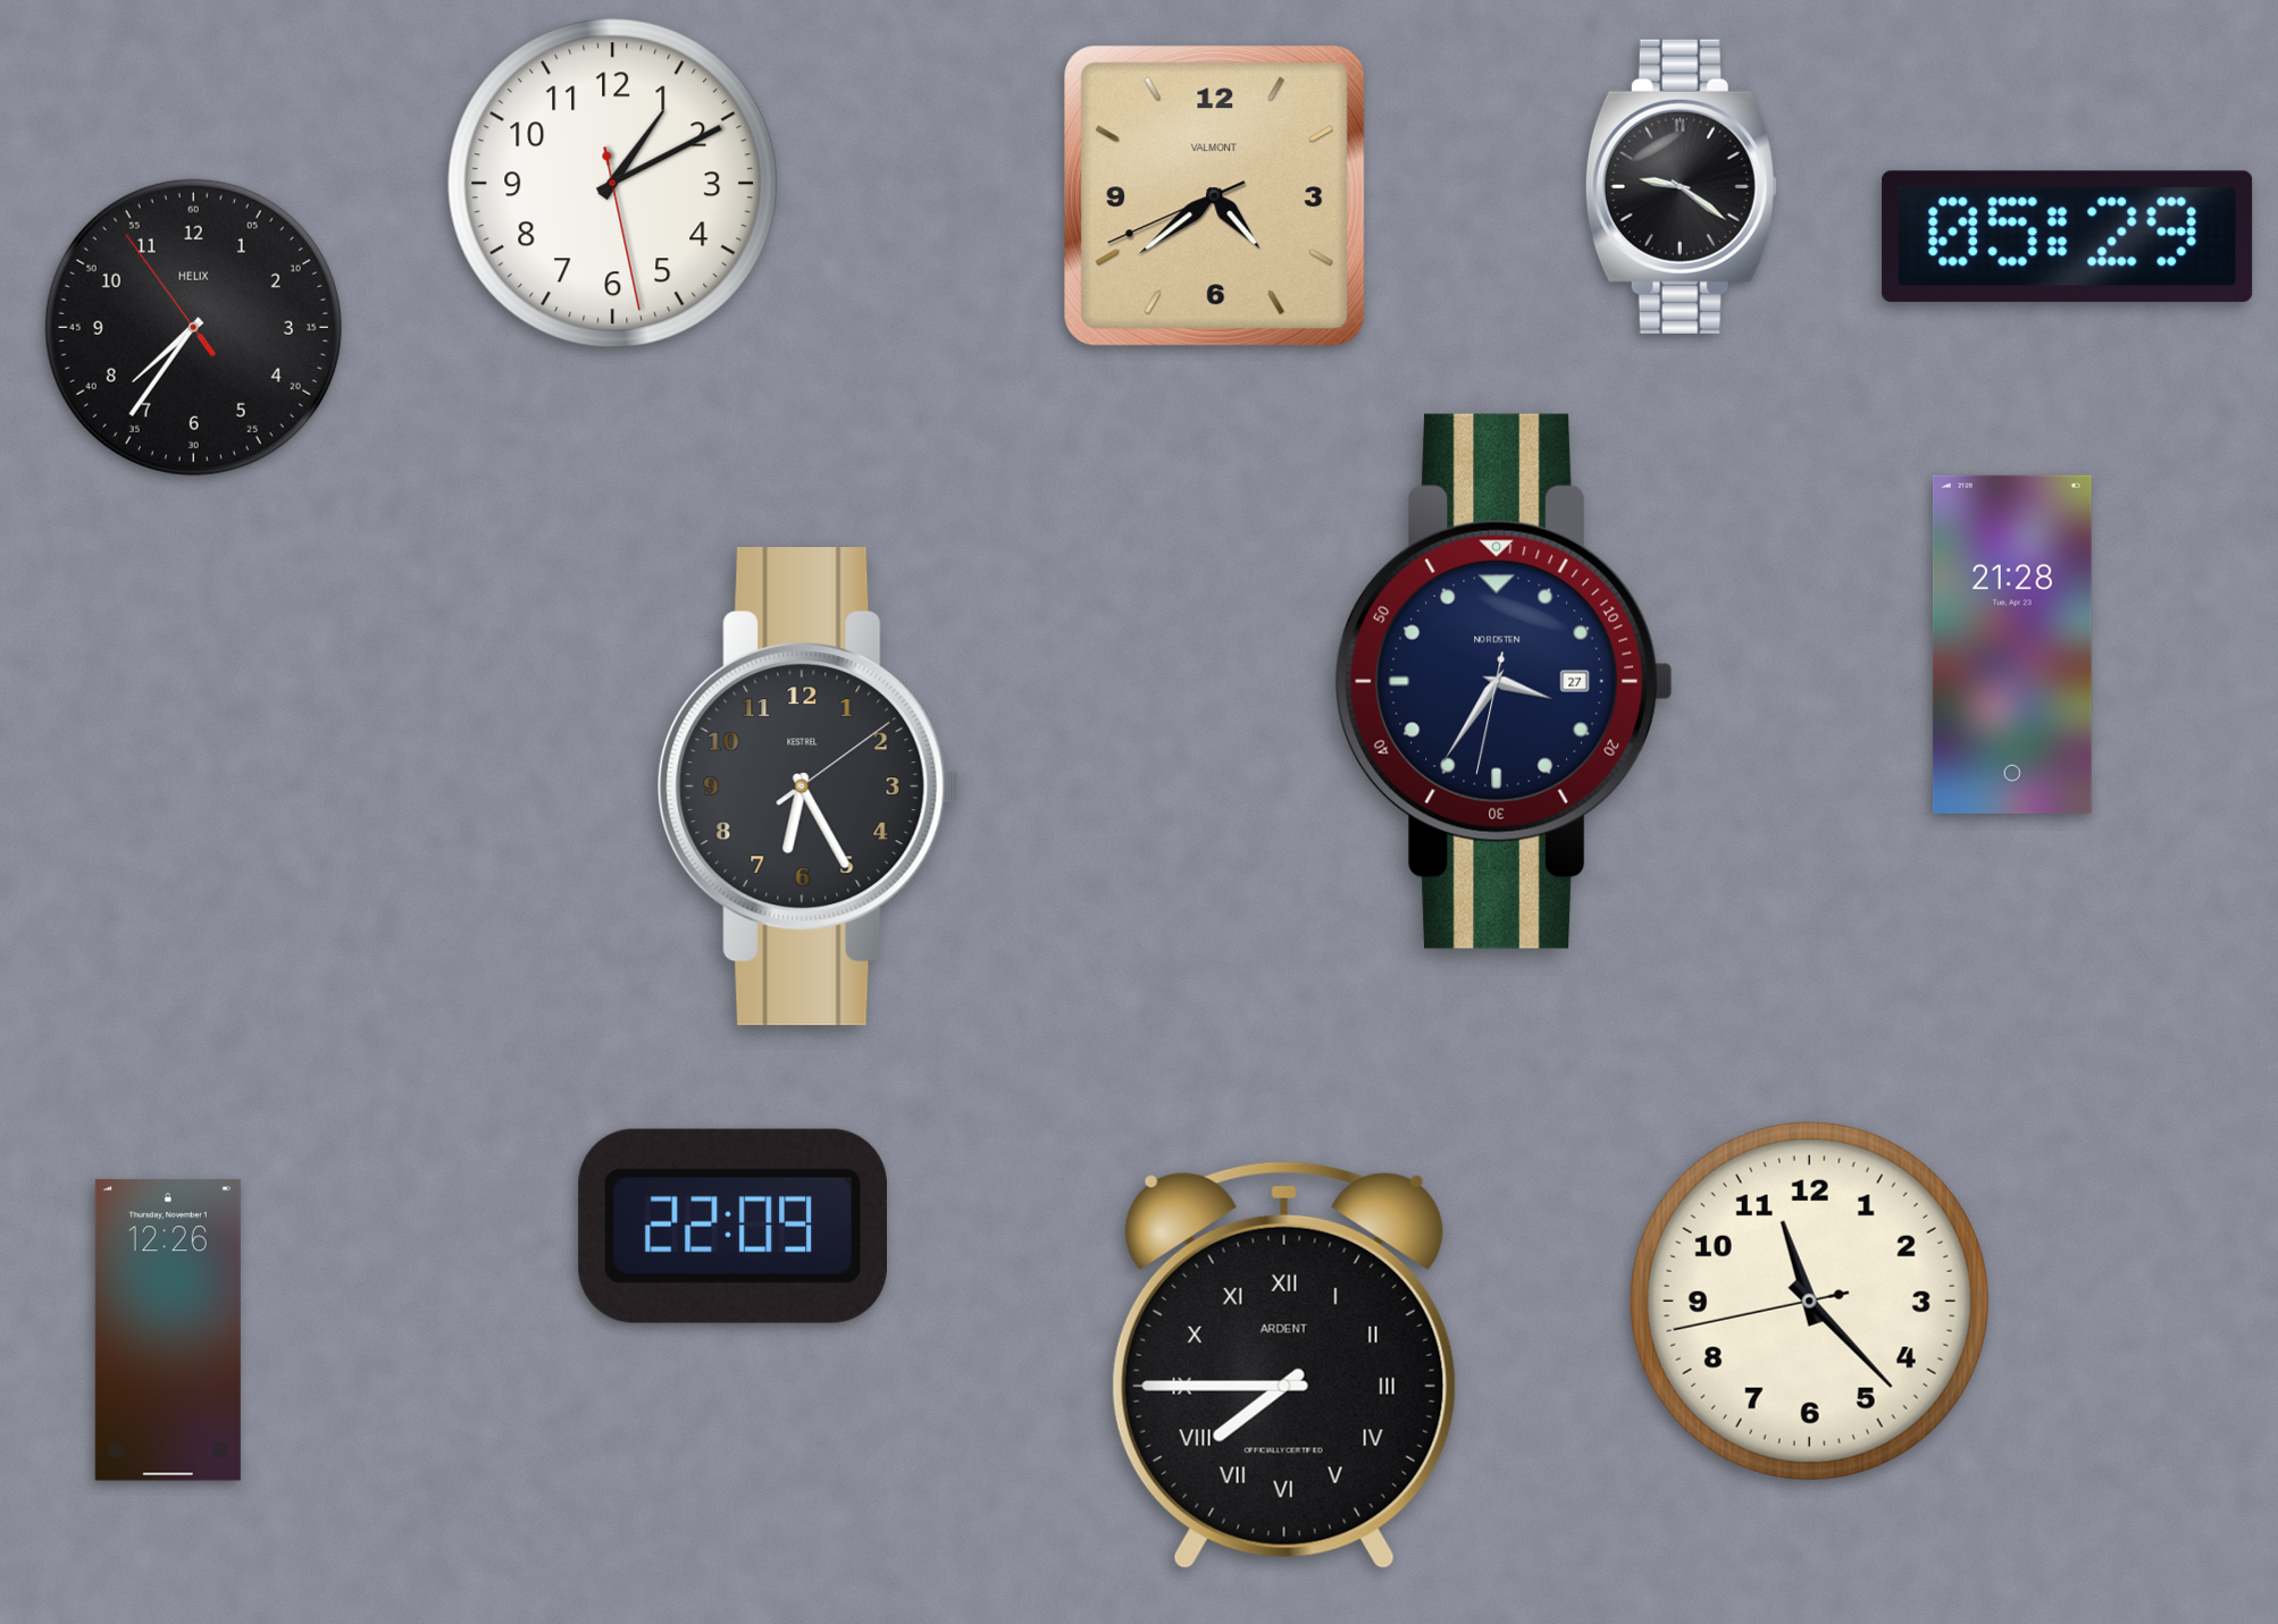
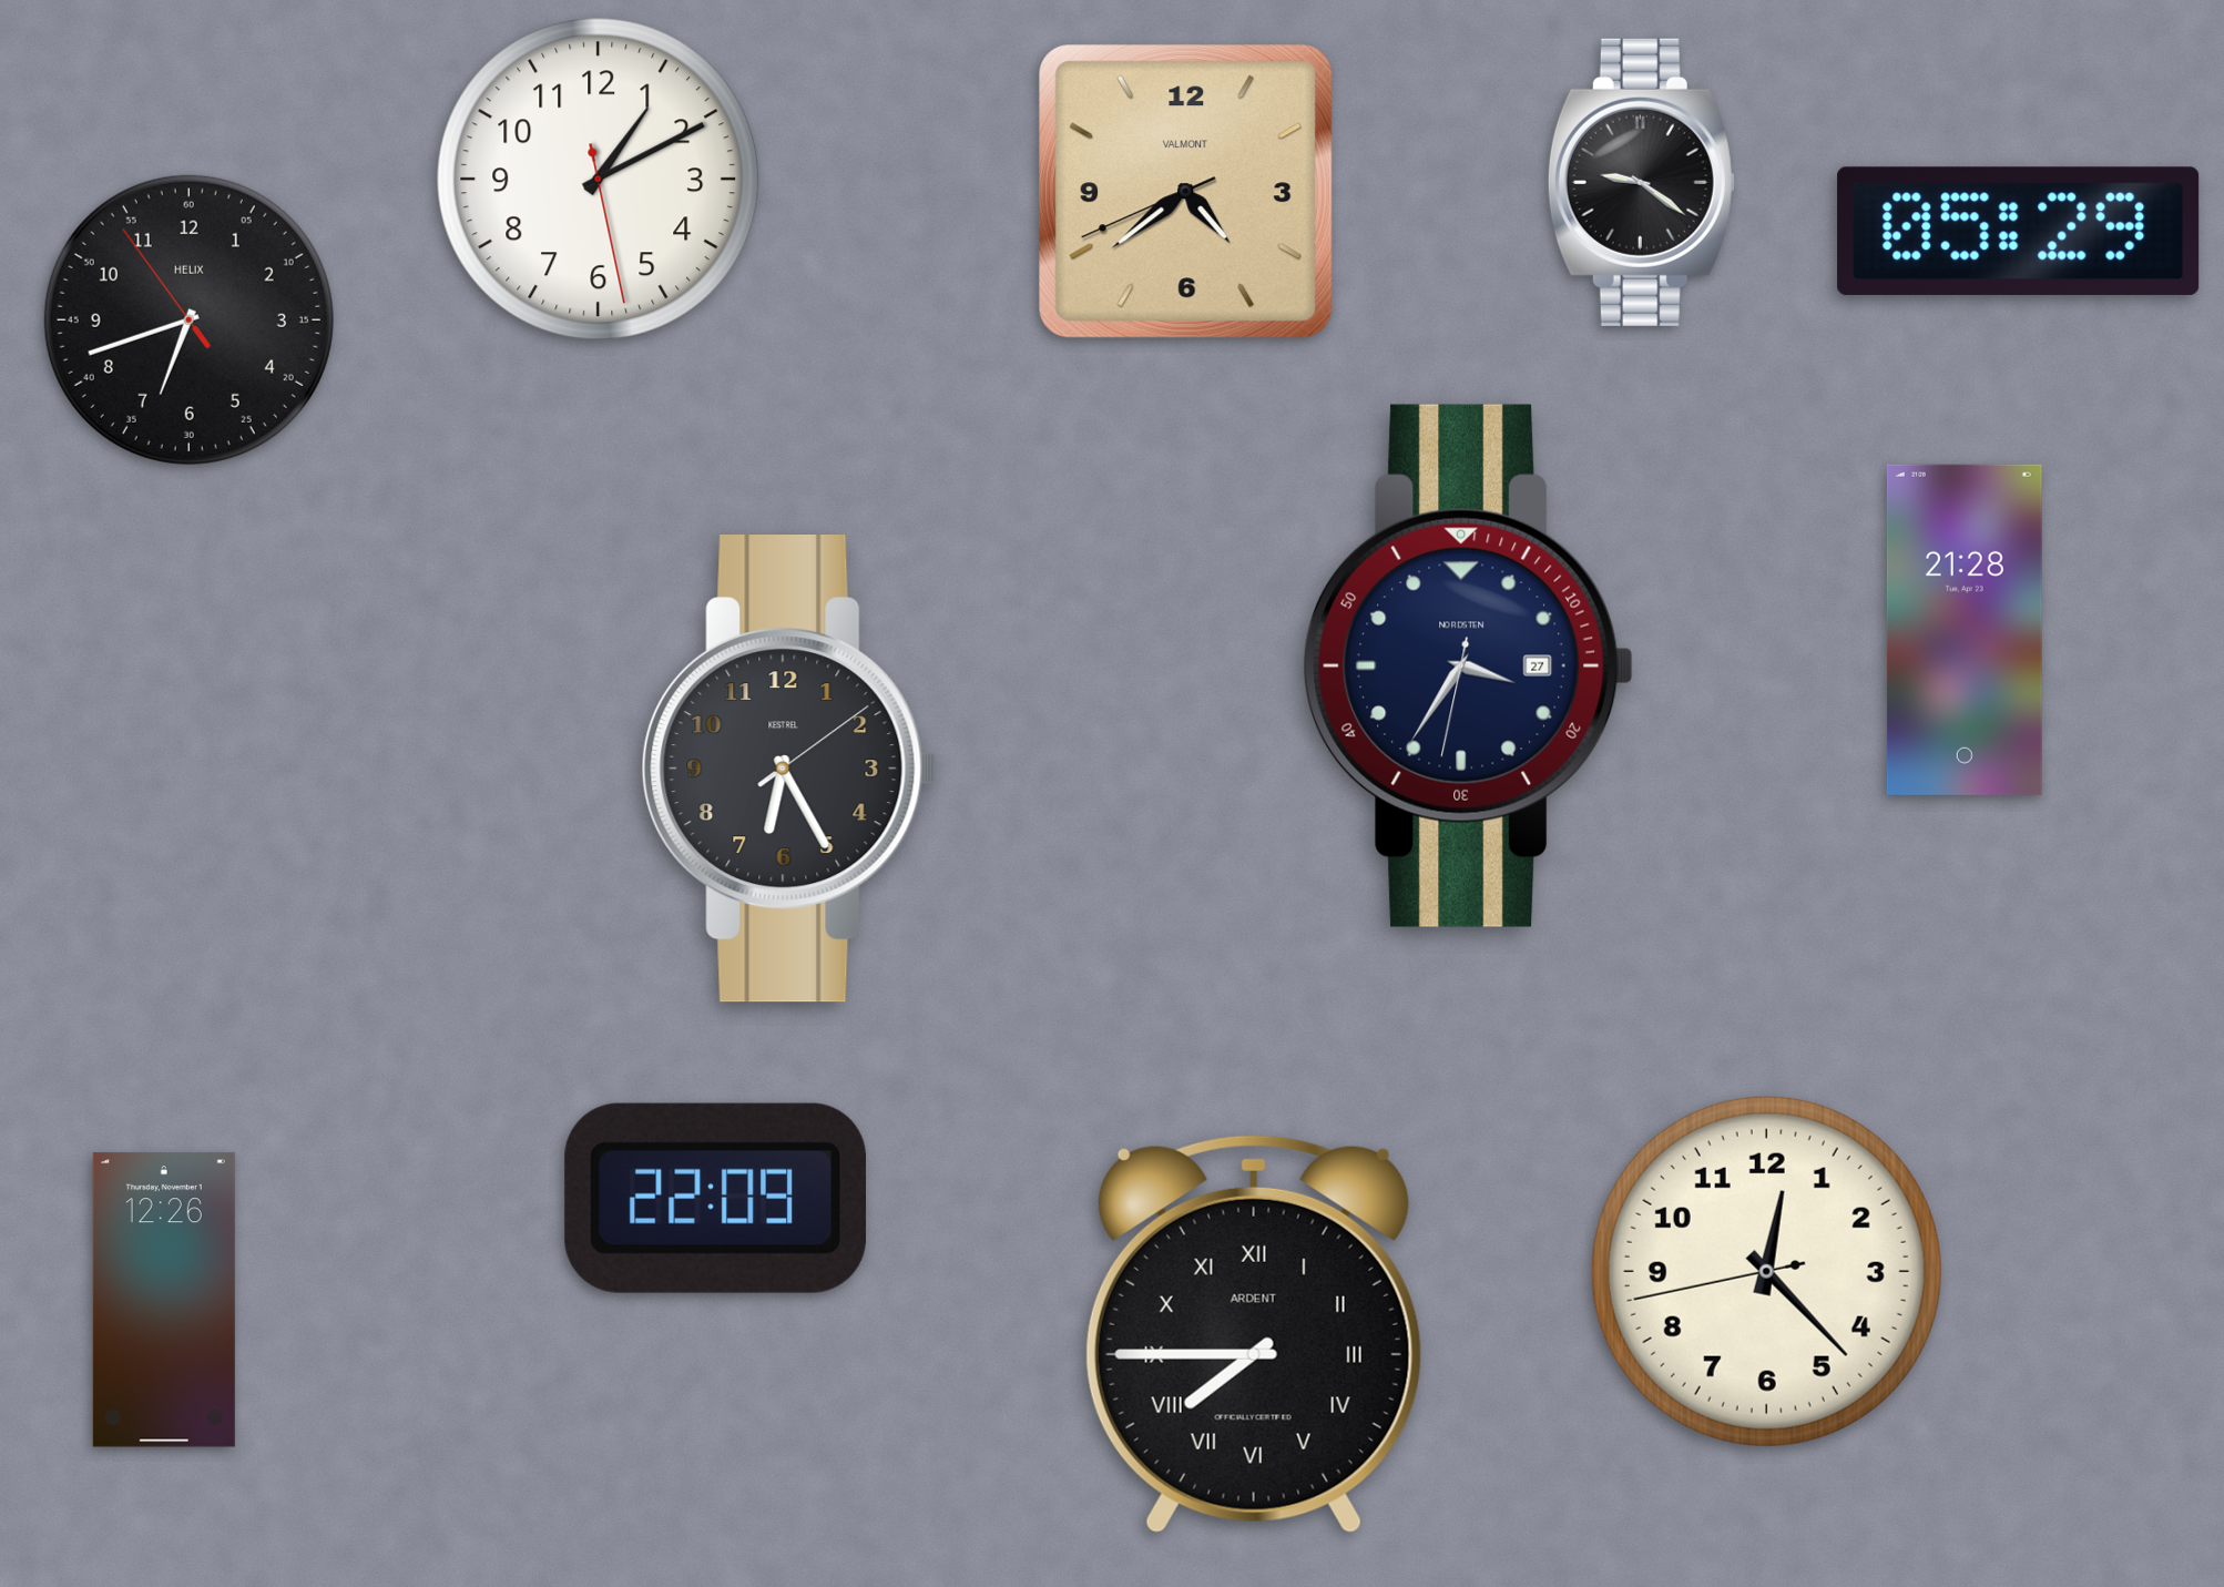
clock at (193, 327): 7:35 -> 6:41
clock at (1809, 1301): 11:22 -> 12:22
